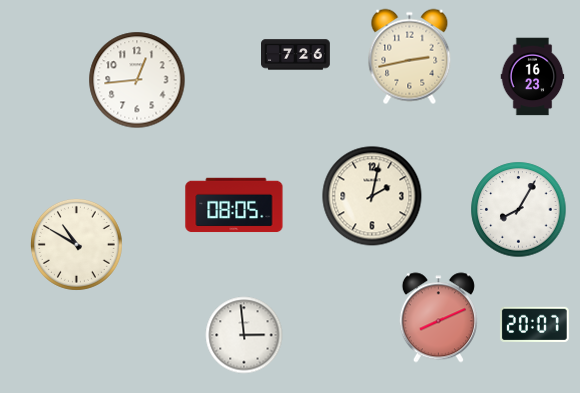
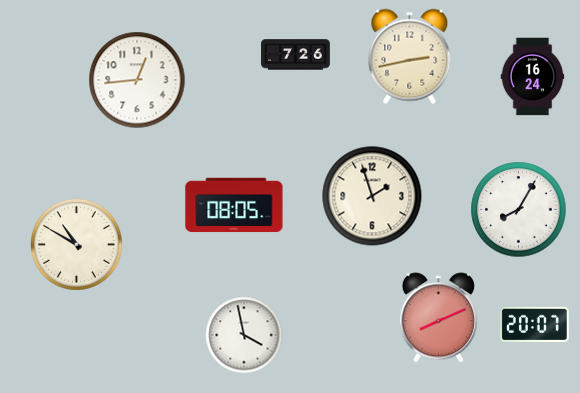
clock at (533, 77): 16:23 -> 16:24
clock at (372, 196): 2:02 -> 1:57
clock at (244, 335): 2:59 -> 3:58
